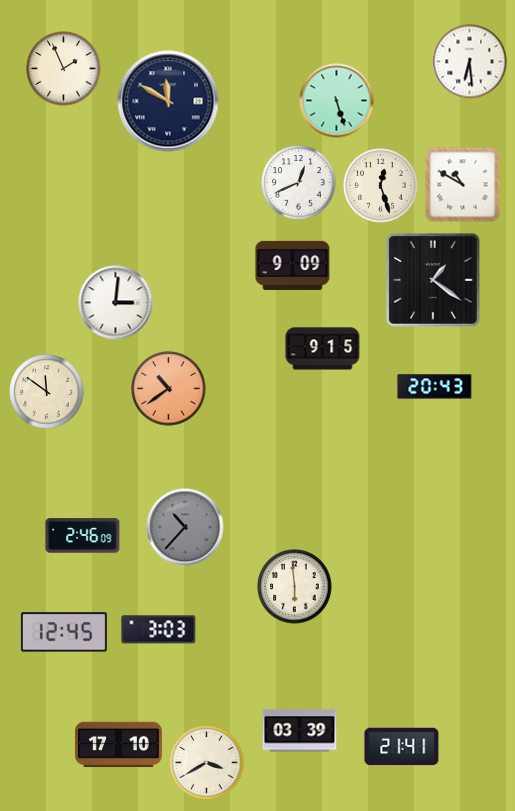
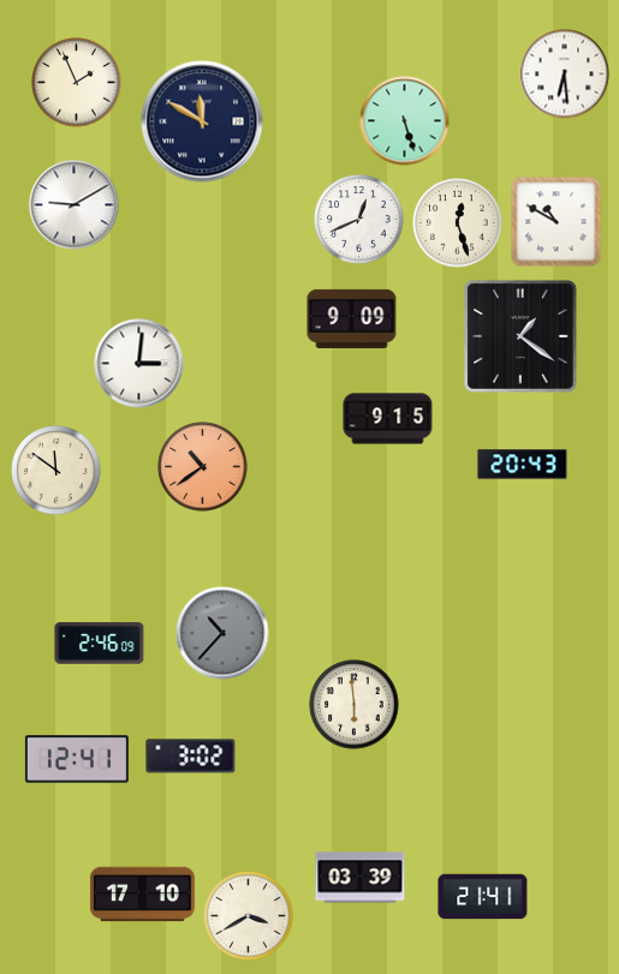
clock at (75, 205): none -> 9:10
clock at (159, 630): 3:03 -> 3:02
clock at (64, 632): 12:45 -> 12:41
